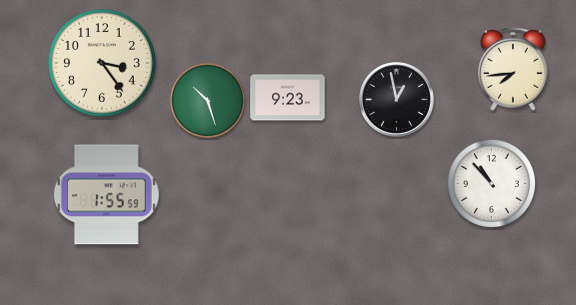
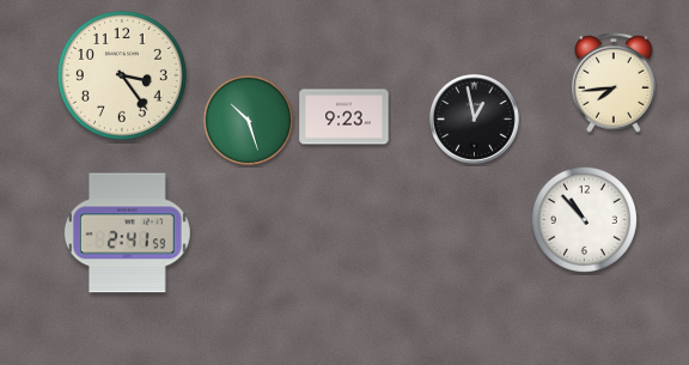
clock at (491, 183) position: (491, 183) -> (584, 219)
clock at (106, 195): 1:55 -> 2:41
